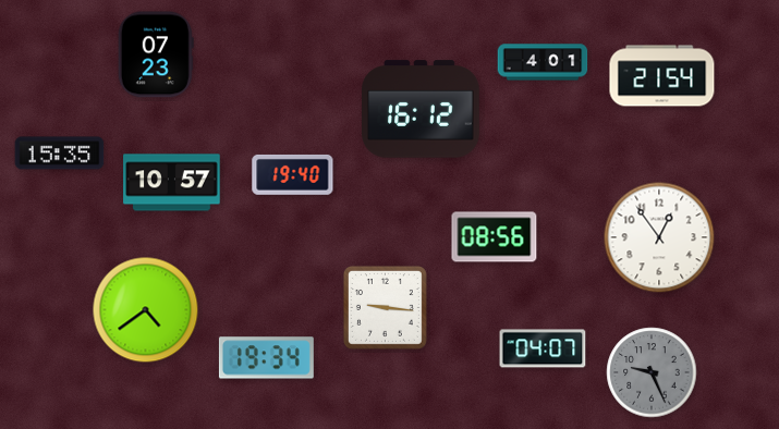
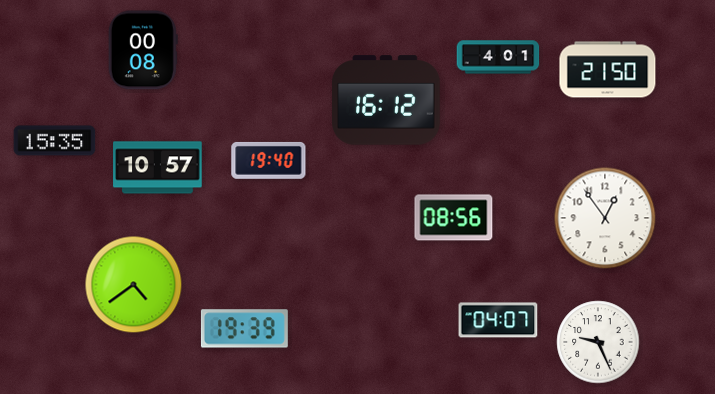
clock at (156, 54): 07:23 -> 00:08
clock at (662, 76): 21:54 -> 21:50
clock at (385, 307): 9:16 -> none
clock at (266, 358): 19:34 -> 19:39
clock at (652, 372) dial: grey -> white
